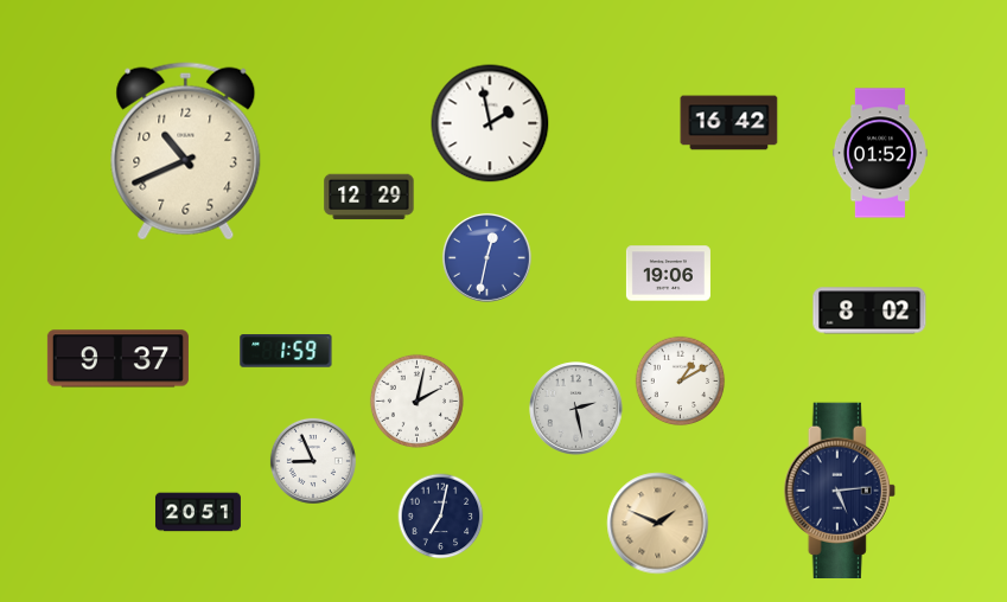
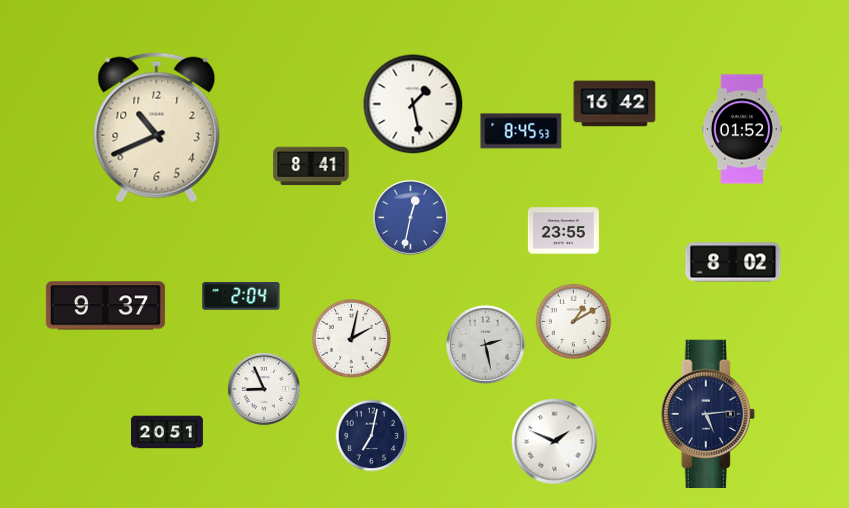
clock at (490, 123): 1:58 -> 1:28
clock at (521, 131): none -> 8:45
clock at (369, 197): 12:29 -> 8:41
clock at (668, 274): 19:06 -> 23:55
clock at (286, 351): 1:59 -> 2:04
clock at (117, 359) position: (117, 359) -> (105, 306)
clock at (658, 524) dial: champagne -> white
